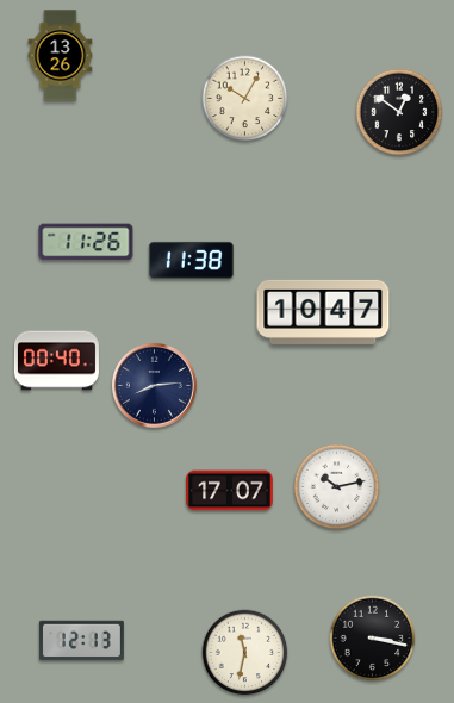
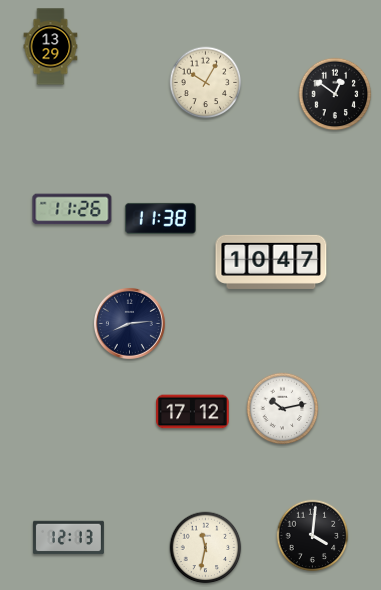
clock at (61, 56): 13:26 -> 13:29
clock at (86, 242) position: (86, 242) -> (72, 209)
clock at (56, 361): 00:40 -> none
clock at (230, 491): 17:07 -> 17:12
clock at (373, 639): 3:17 -> 4:01
